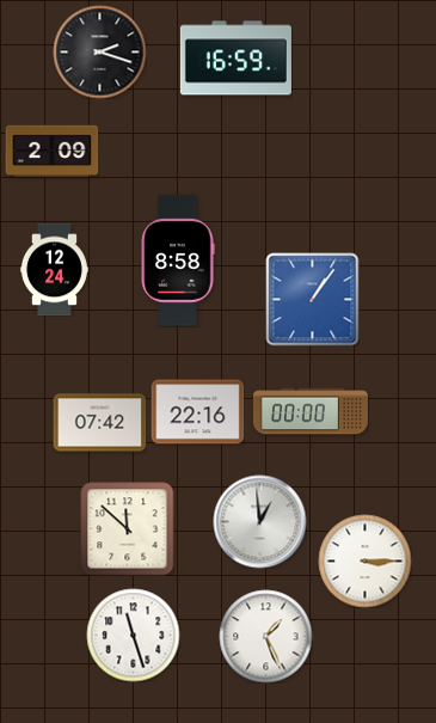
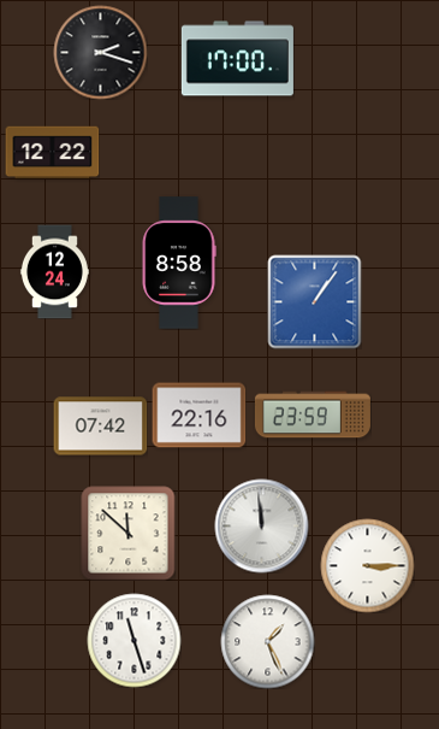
clock at (235, 59): 16:59 -> 17:00
clock at (51, 152): 2:09 -> 12:22
clock at (311, 411): 00:00 -> 23:59
clock at (259, 521): 12:59 -> 11:59
